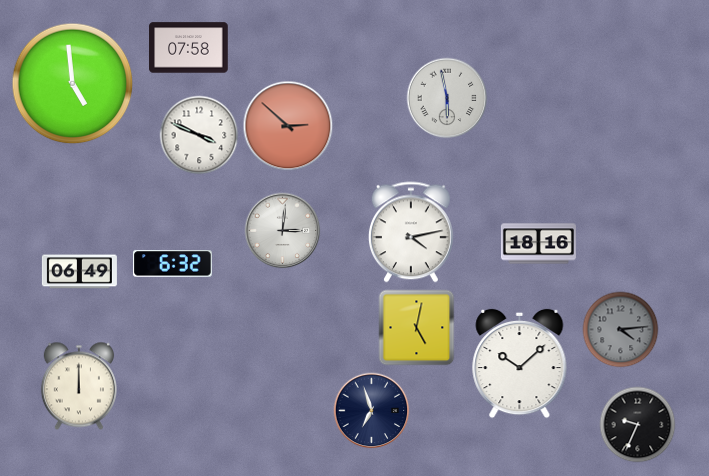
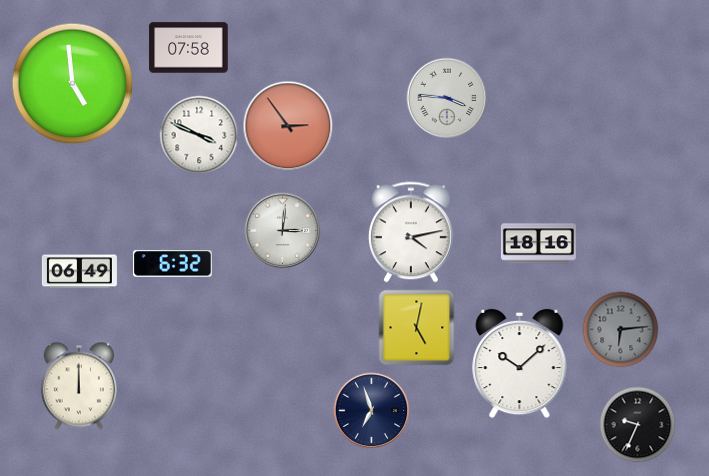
clock at (447, 98): 5:58 -> 3:46
clock at (288, 126): 2:52 -> 2:54
clock at (621, 330): 4:14 -> 6:14
